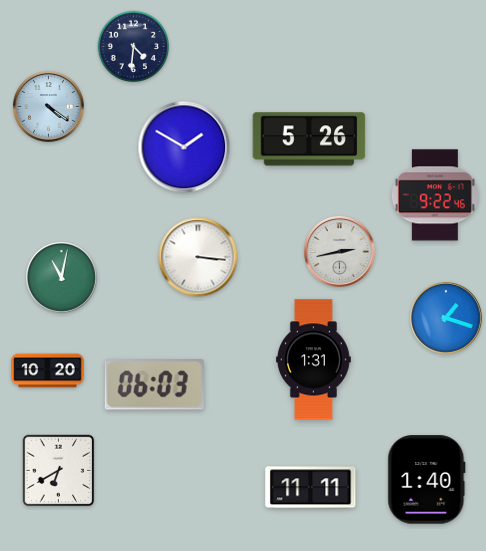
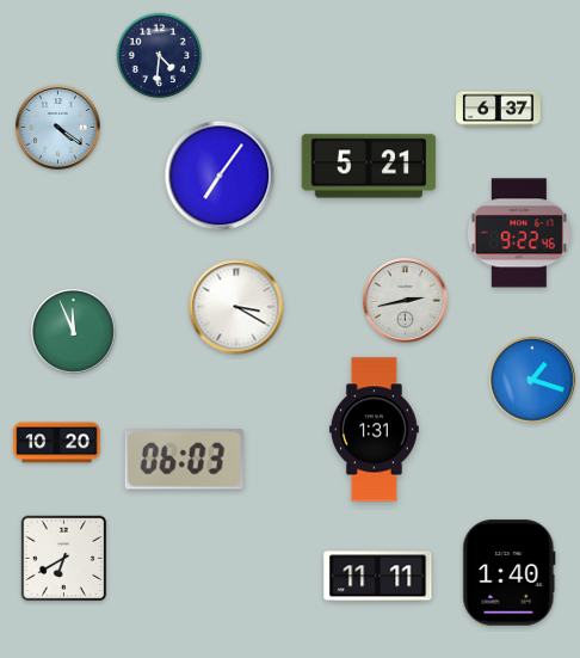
clock at (499, 110): none -> 6:37
clock at (309, 139): 5:26 -> 5:21
clock at (184, 147): 1:50 -> 7:06
clock at (198, 257): 3:16 -> 3:20
clock at (62, 278): 11:02 -> 11:56
clock at (59, 471) position: (59, 471) -> (64, 559)
clock at (311, 488) position: (311, 488) -> (378, 577)
